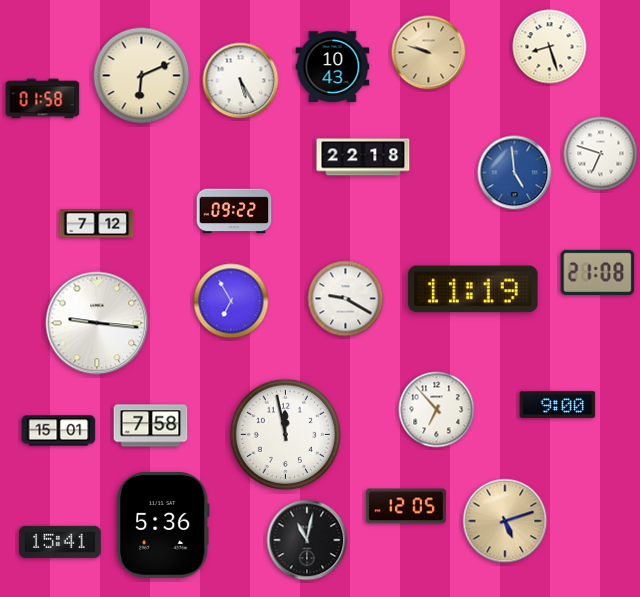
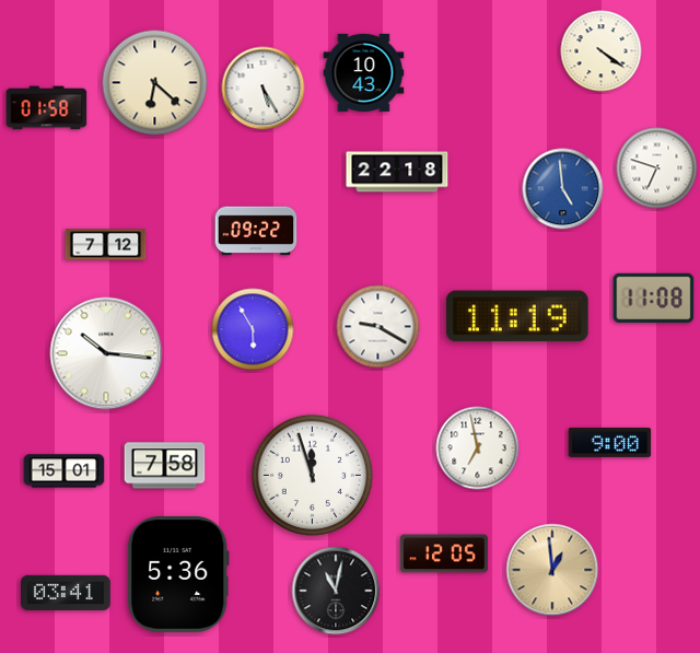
clock at (550, 47): 8:27 -> 4:21
clock at (429, 53): 9:48 -> none
clock at (142, 76): 6:11 -> 6:22
clock at (598, 272): 21:08 -> 11:08
clock at (231, 301): 6:55 -> 5:55
clock at (97, 323): 9:16 -> 10:16
clock at (437, 410): 6:53 -> 6:58
clock at (285, 434): 11:58 -> 11:57
clock at (505, 521): 5:12 -> 12:59
clock at (61, 542): 15:41 -> 03:41
